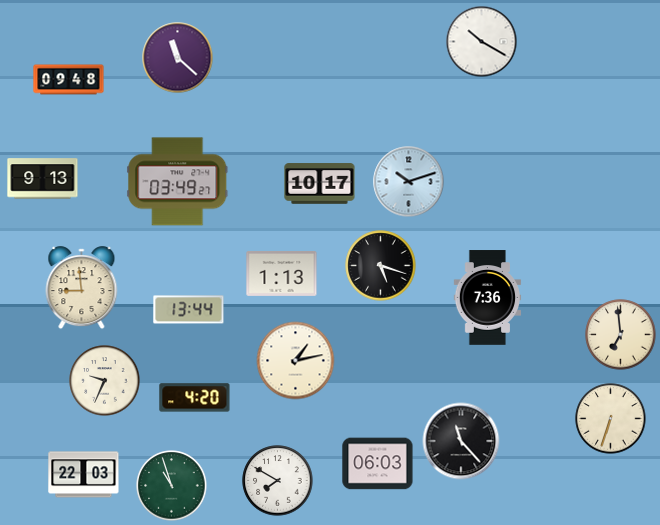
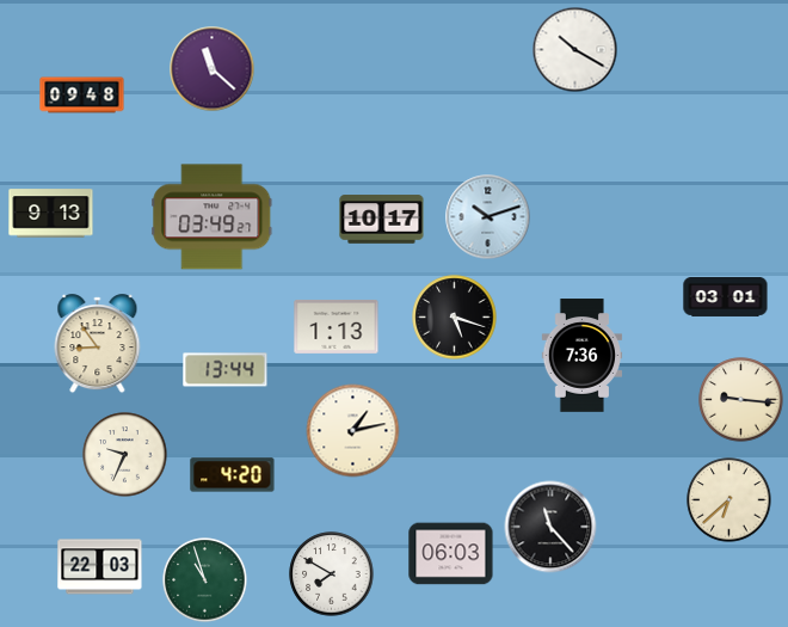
clock at (726, 297): none -> 03:01
clock at (82, 288): 8:59 -> 8:54
clock at (621, 335): 6:59 -> 9:16
clock at (611, 419): 6:33 -> 6:38
